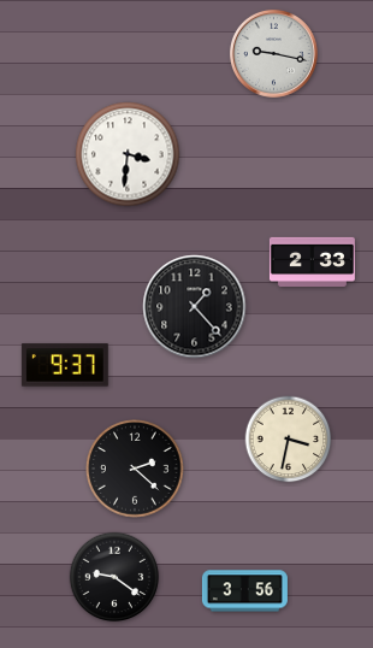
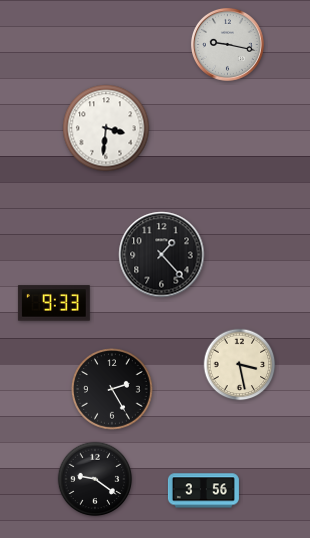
clock at (312, 261): 2:33 -> none
clock at (65, 365): 9:37 -> 9:33
clock at (289, 440): 3:32 -> 3:28
clock at (135, 469): 2:22 -> 2:25
